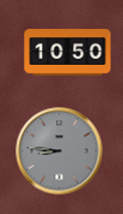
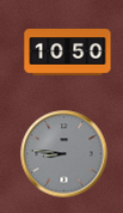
clock at (60, 151) position: (60, 151) -> (64, 154)
